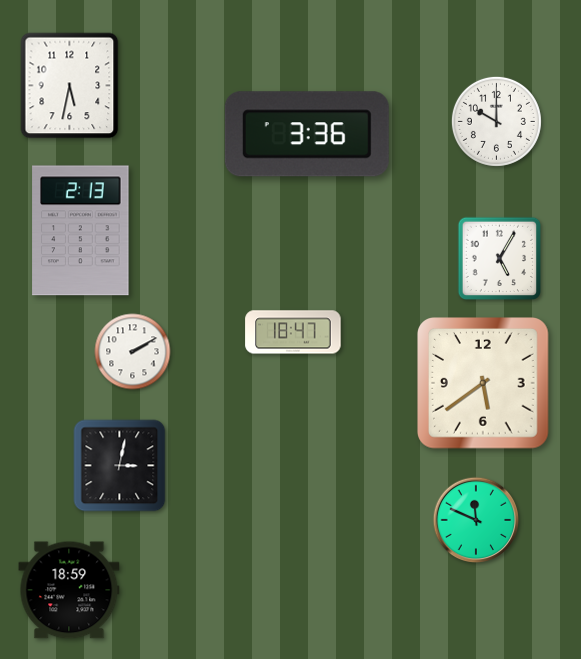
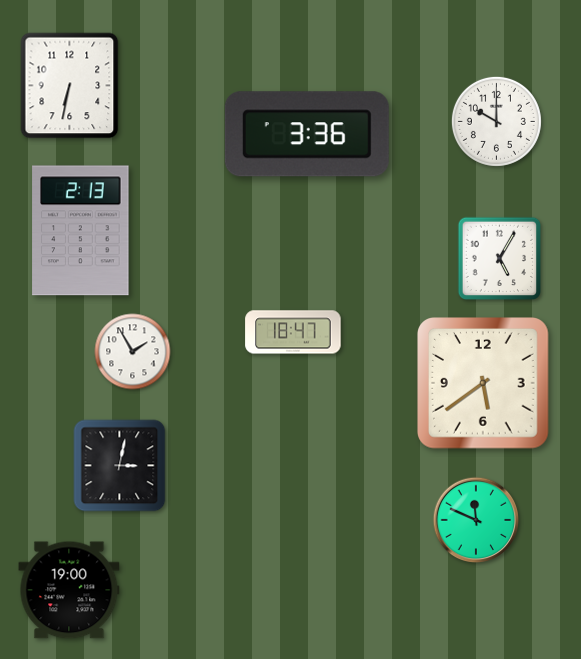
clock at (70, 86): 5:32 -> 6:32
clock at (133, 352): 2:10 -> 1:55
clock at (69, 590): 18:59 -> 19:00
